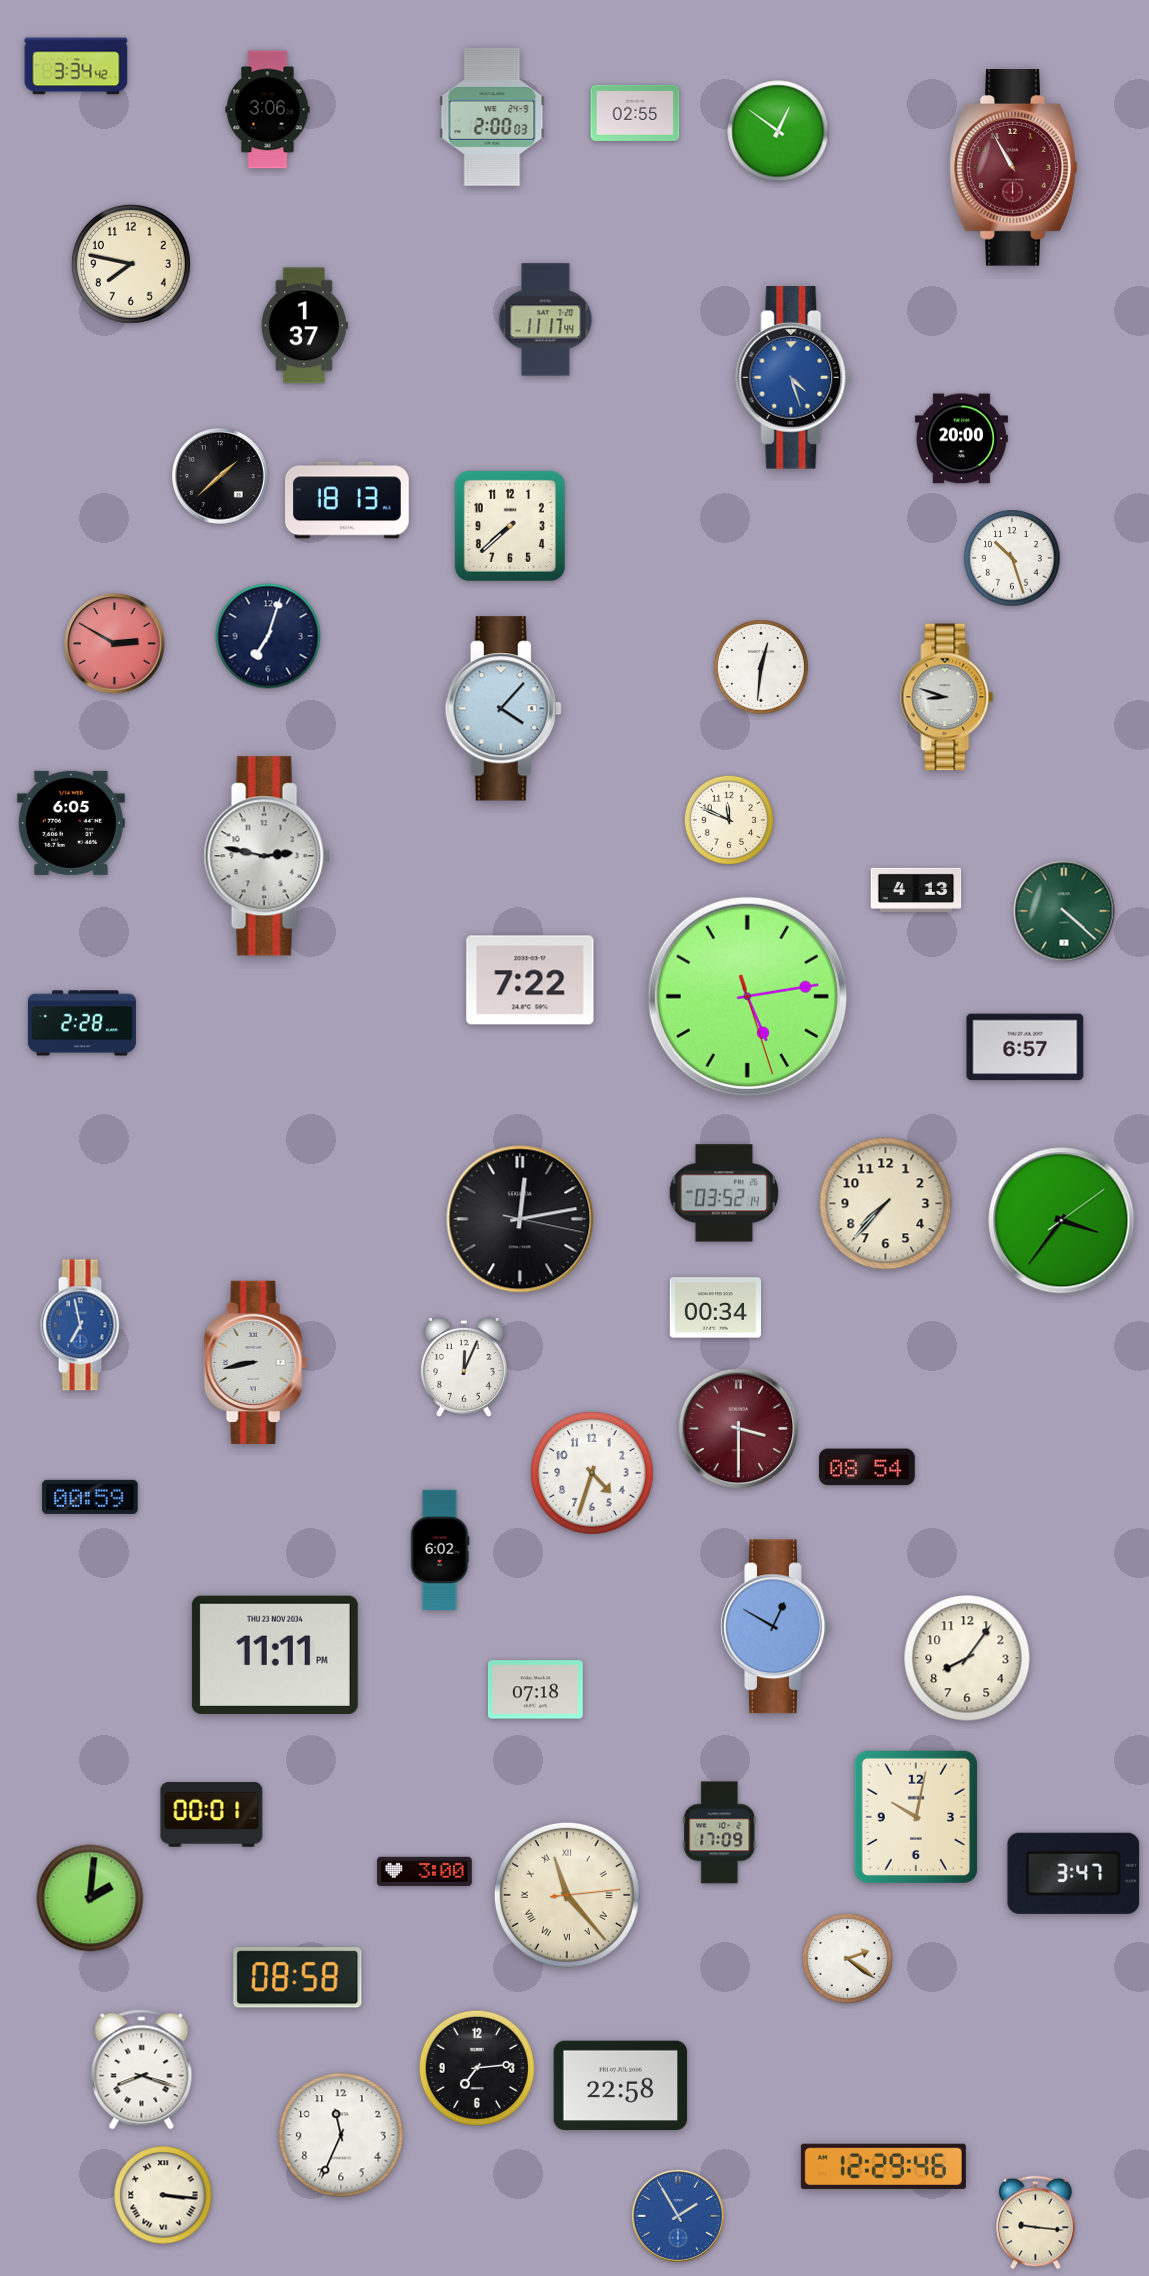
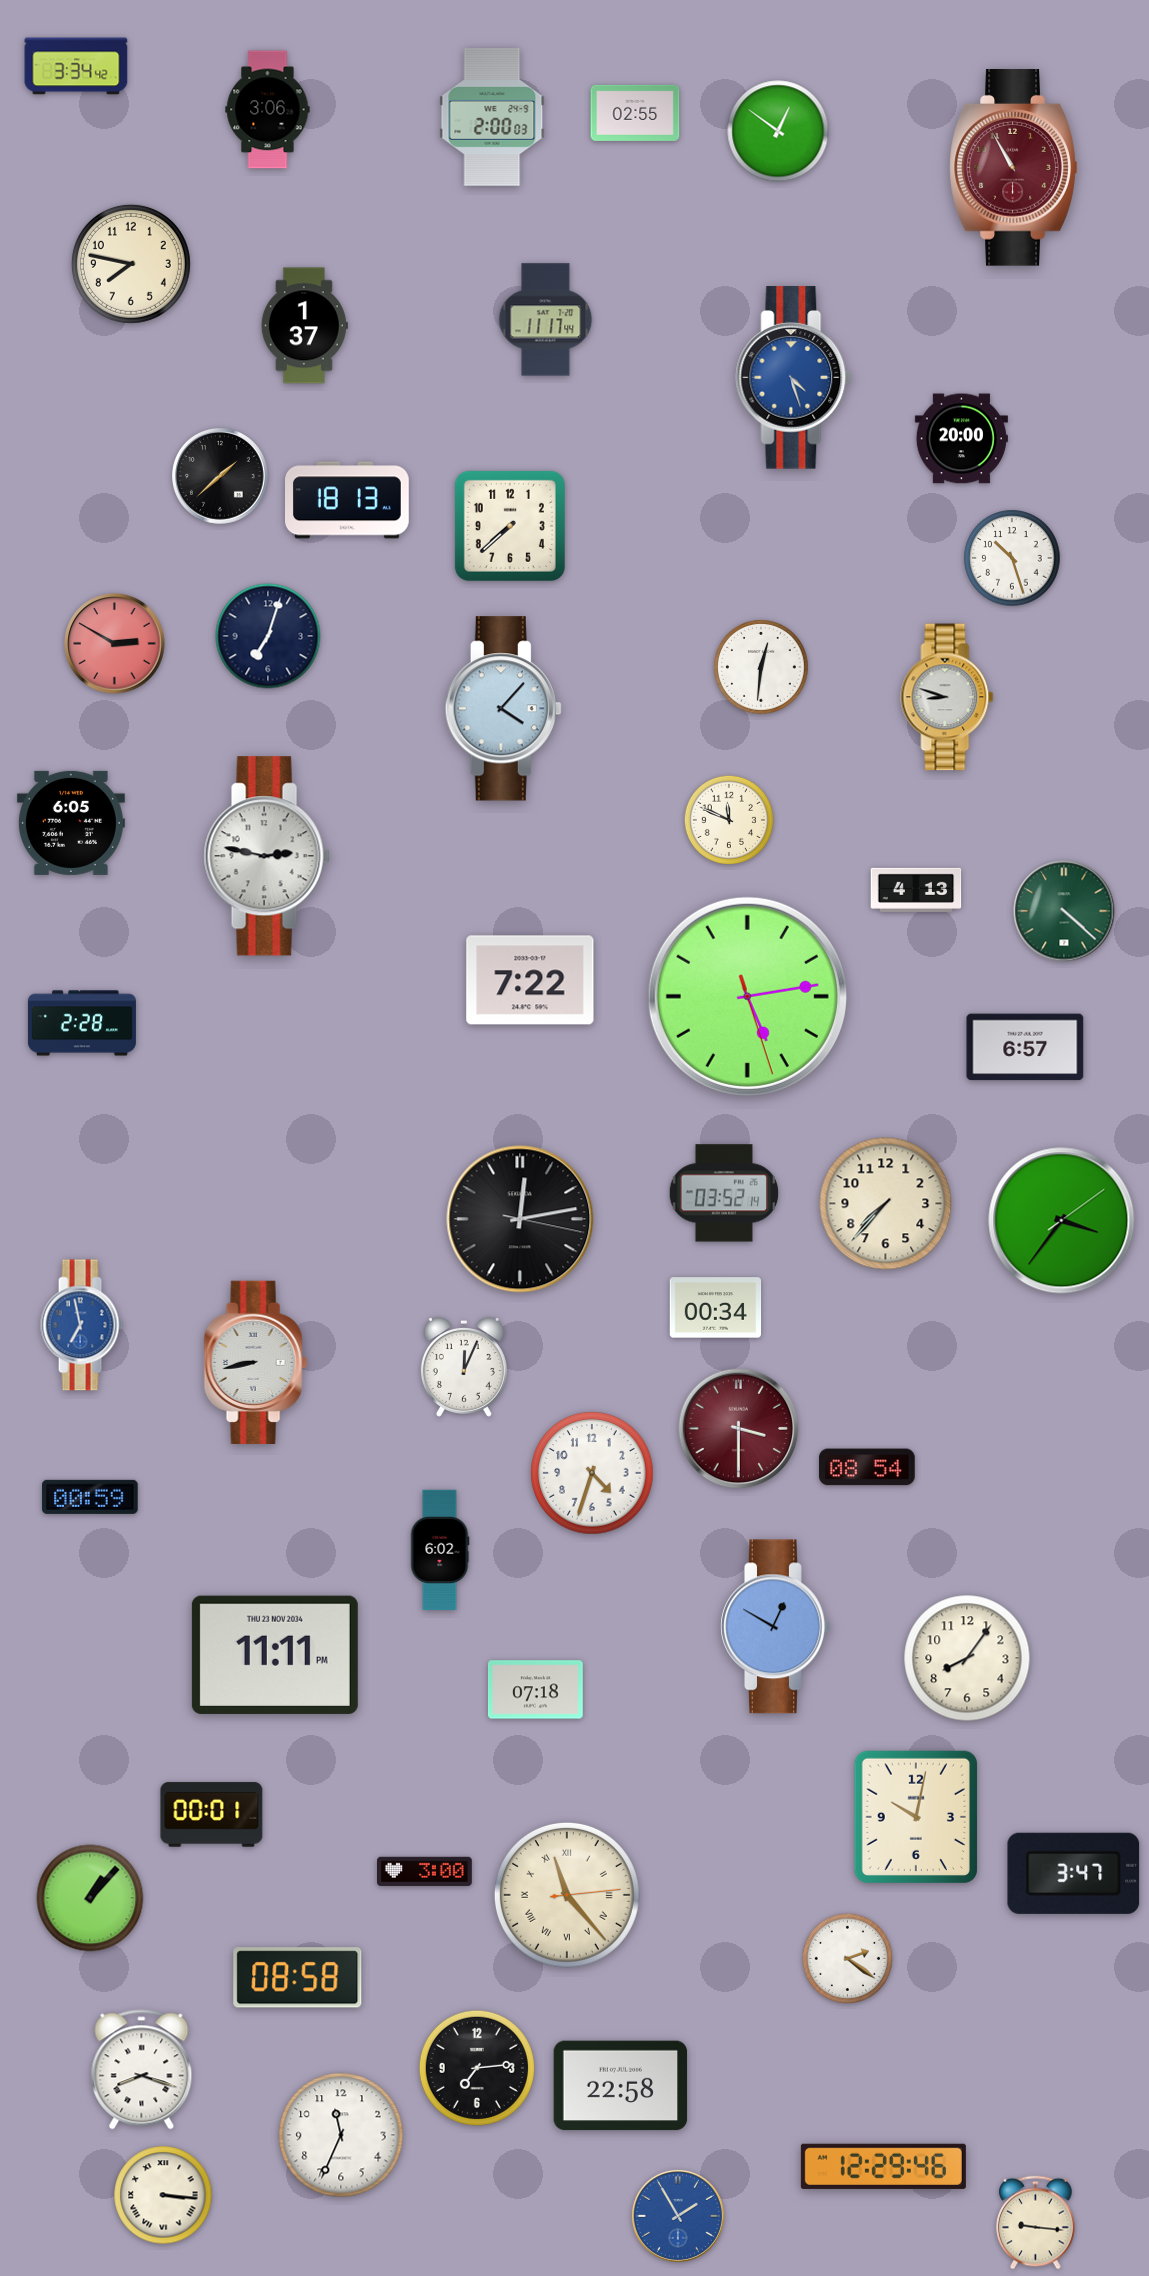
clock at (720, 1833): 17:09 -> none
clock at (90, 1898): 2:01 -> 1:07
